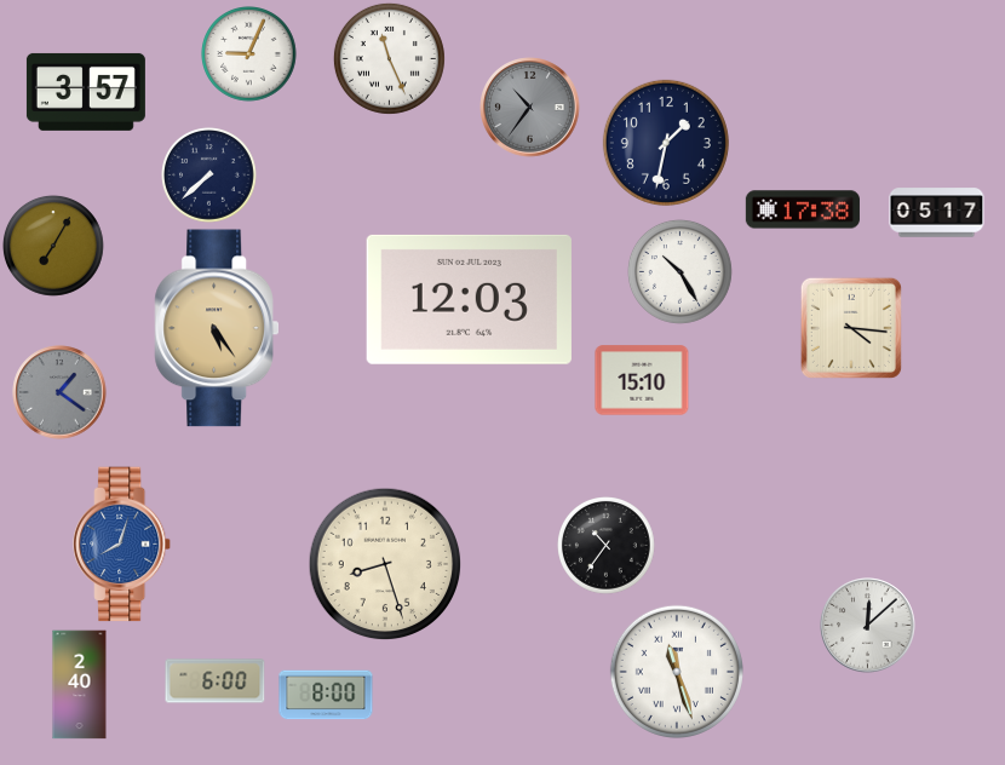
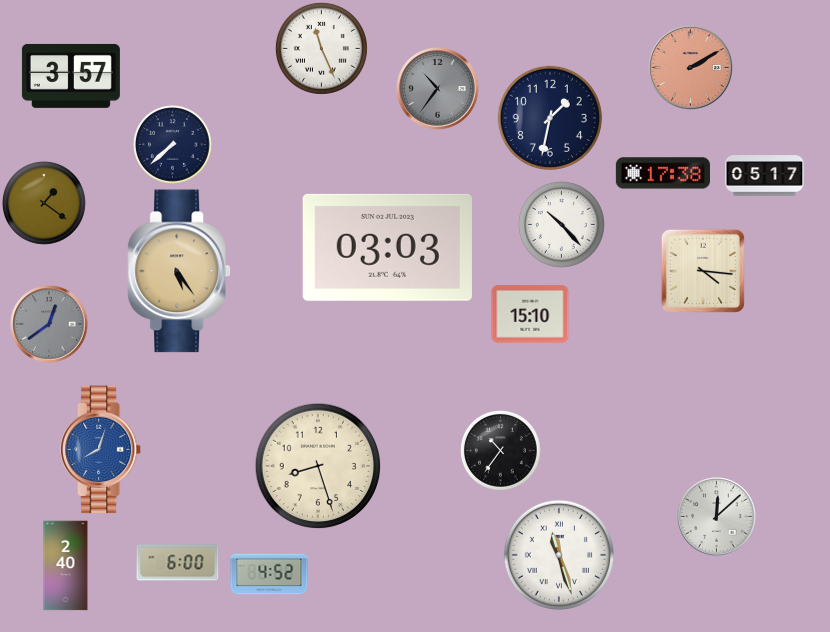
clock at (249, 54): 9:04 -> none
clock at (691, 68): none -> 2:10
clock at (937, 213) position: (937, 213) -> (765, 176)
clock at (53, 246): 7:05 -> 1:21
clock at (679, 271): 10:25 -> 10:23
clock at (469, 299): 12:03 -> 03:03
clock at (59, 392): 1:21 -> 12:39
clock at (326, 695): 8:00 -> 4:52
